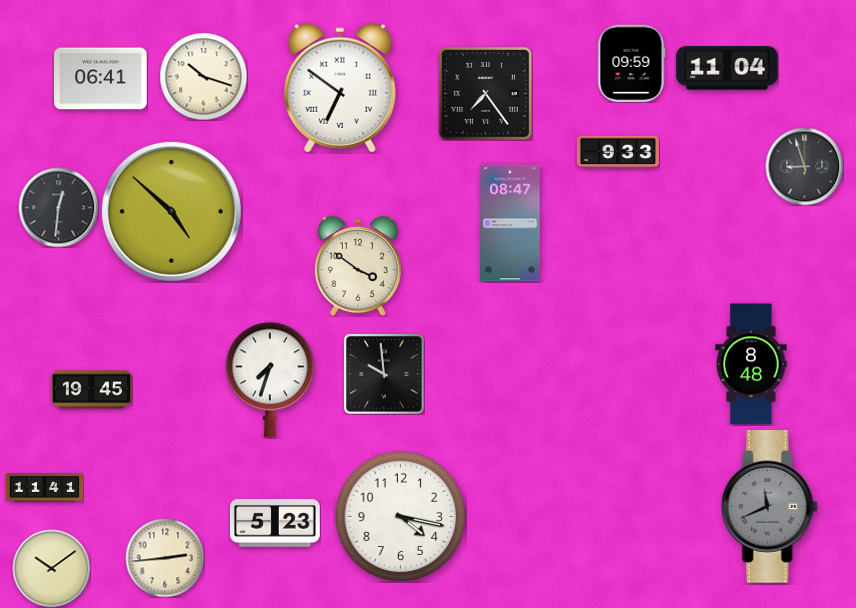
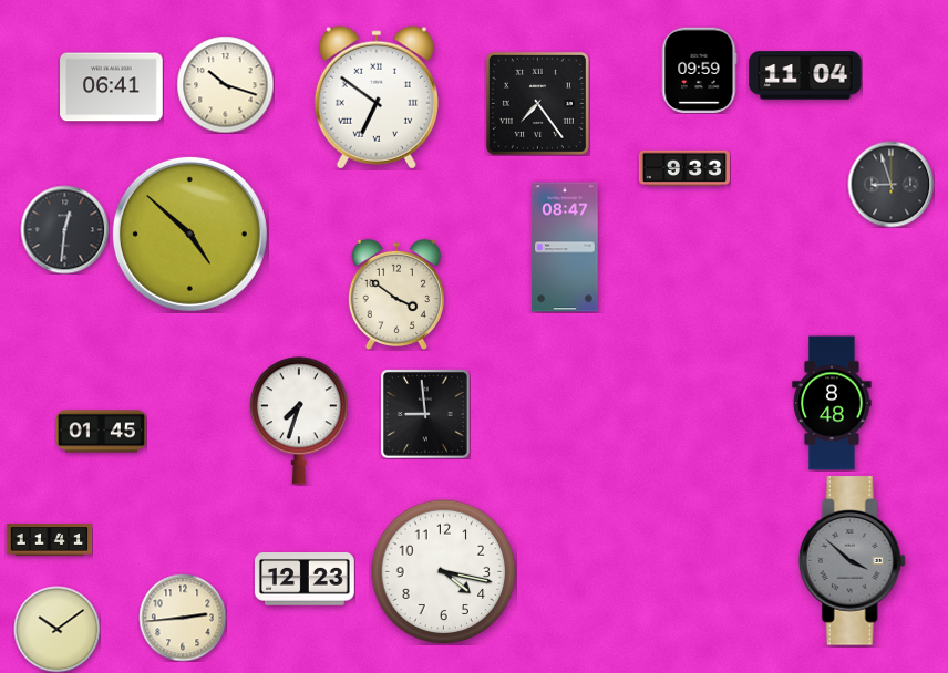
clock at (384, 374): 9:59 -> 8:59
clock at (91, 390): 19:45 -> 01:45
clock at (769, 507): 11:41 -> 3:52
clock at (275, 524): 5:23 -> 12:23
